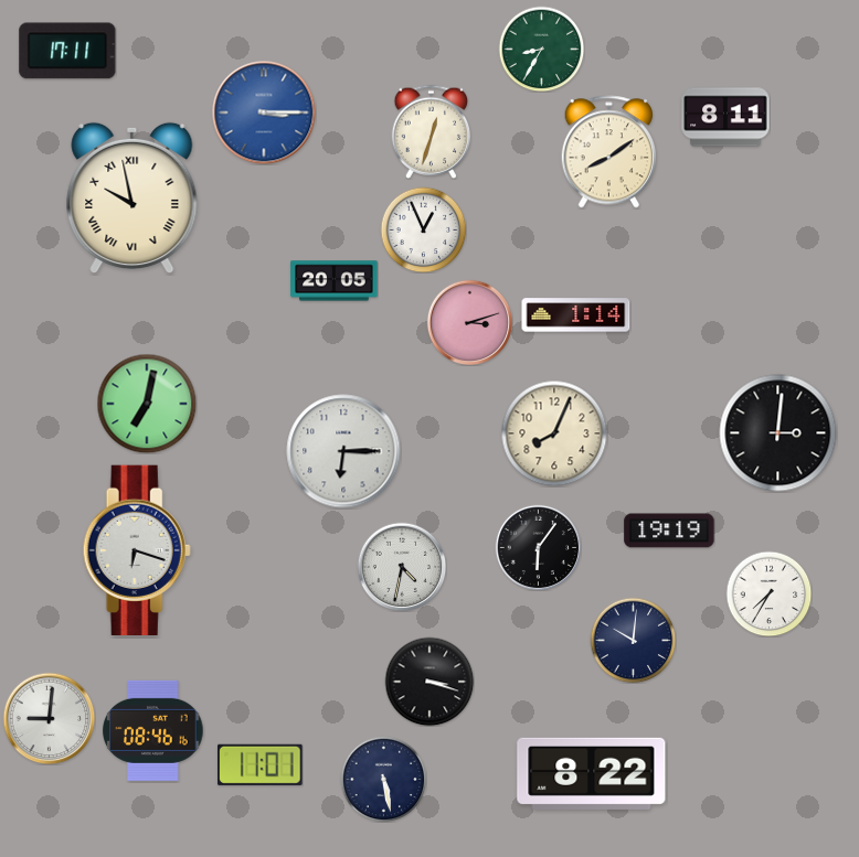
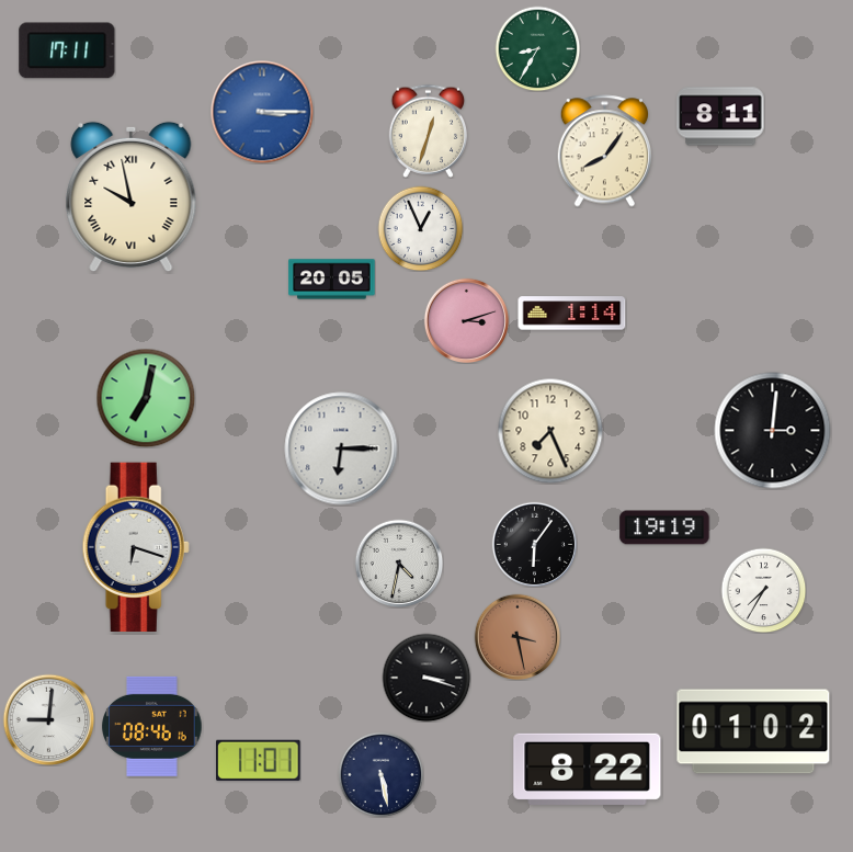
clock at (609, 152): 8:09 -> 8:06
clock at (147, 404) position: (147, 404) -> (146, 398)
clock at (554, 433): 8:04 -> 7:26
clock at (633, 640): 10:01 -> none
clock at (518, 637): none -> 3:28
clock at (49, 718) position: (49, 718) -> (48, 719)
clock at (753, 731): none -> 01:02
